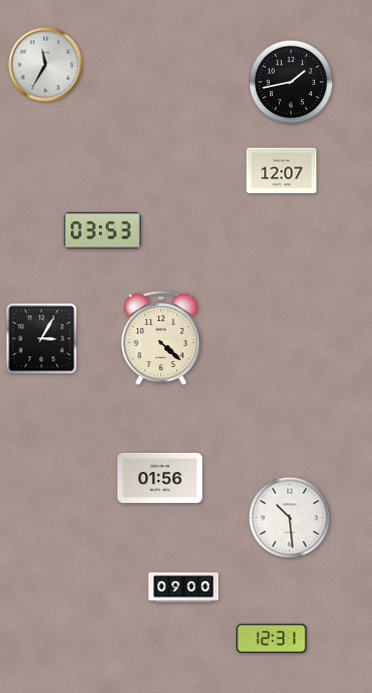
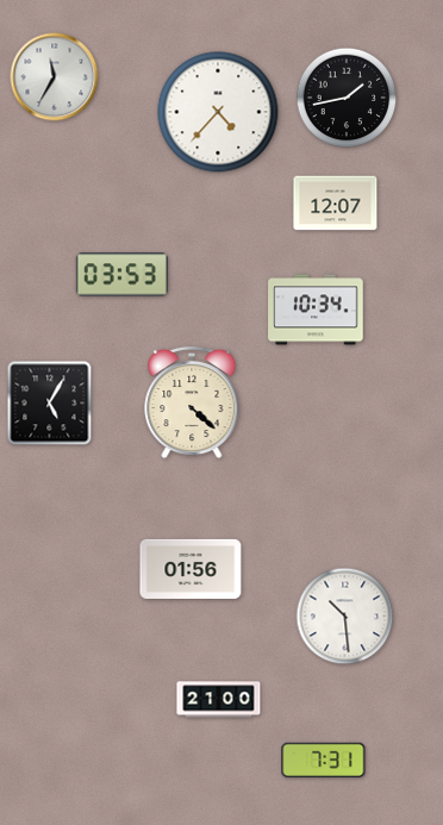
clock at (218, 112): none -> 4:37
clock at (316, 310): none -> 10:34
clock at (42, 339): 3:05 -> 5:05
clock at (184, 588): 09:00 -> 21:00
clock at (272, 638): 12:31 -> 7:31
